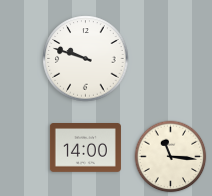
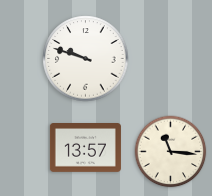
clock at (85, 148): 14:00 -> 13:57
clock at (171, 157) position: (171, 157) -> (171, 152)
